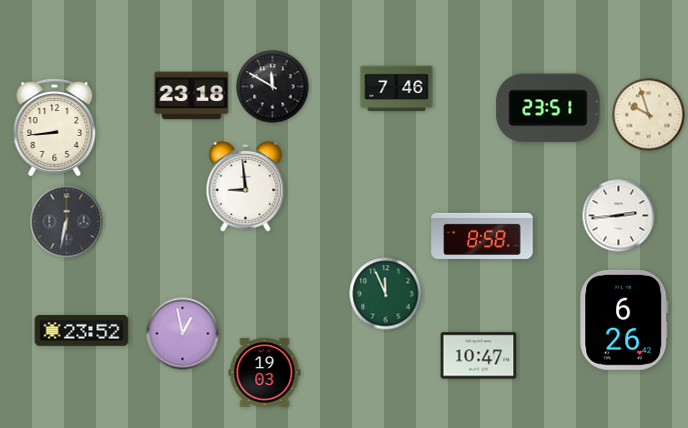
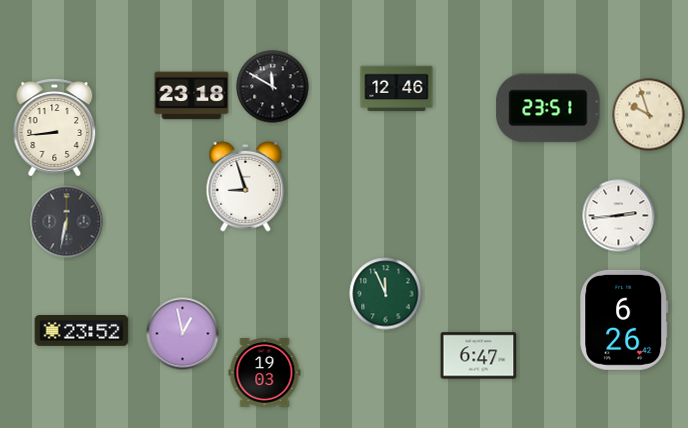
clock at (397, 89): 7:46 -> 12:46
clock at (246, 186): 8:59 -> 8:57
clock at (482, 236): 8:58 -> none
clock at (479, 356): 10:47 -> 6:47
